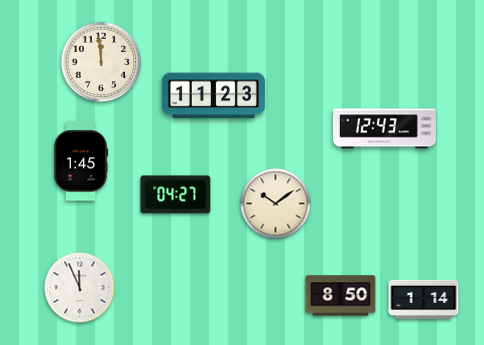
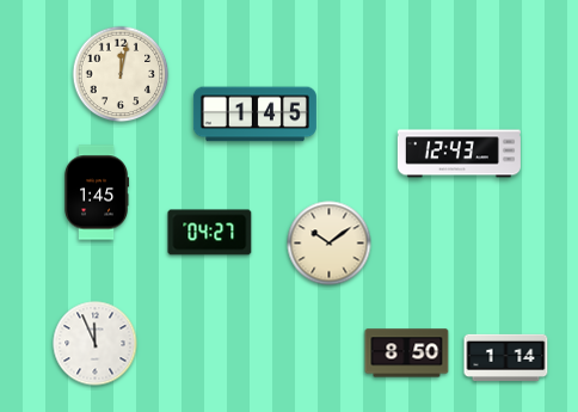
clock at (101, 62): 11:59 -> 12:02
clock at (213, 96): 11:23 -> 1:45
